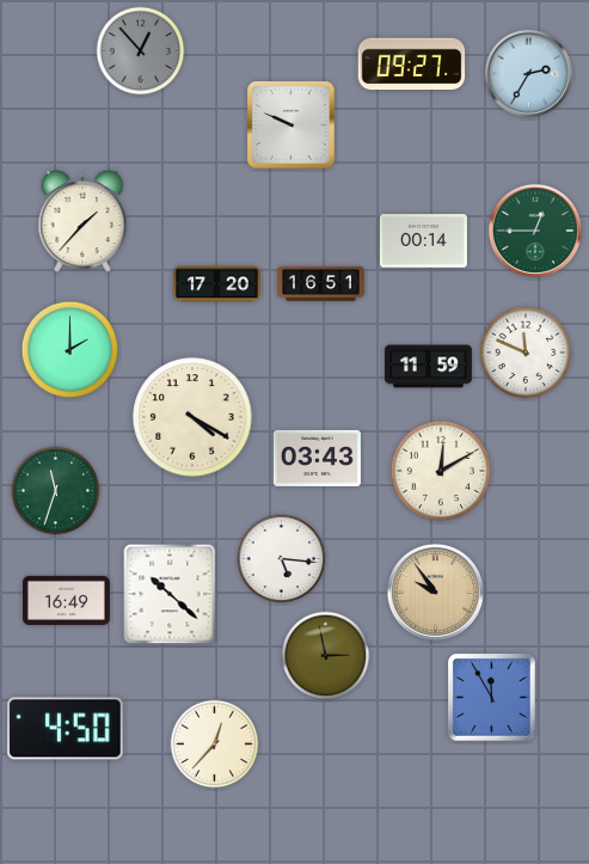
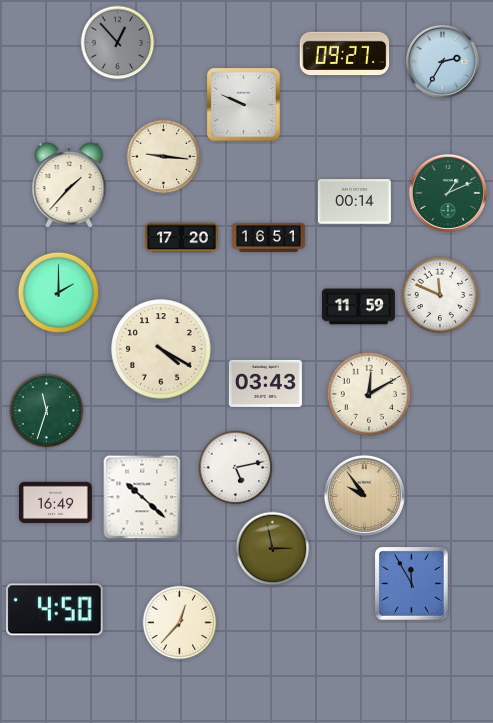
clock at (164, 157): none -> 9:16
clock at (535, 231): 12:45 -> 1:11
clock at (282, 559): 5:16 -> 5:13
